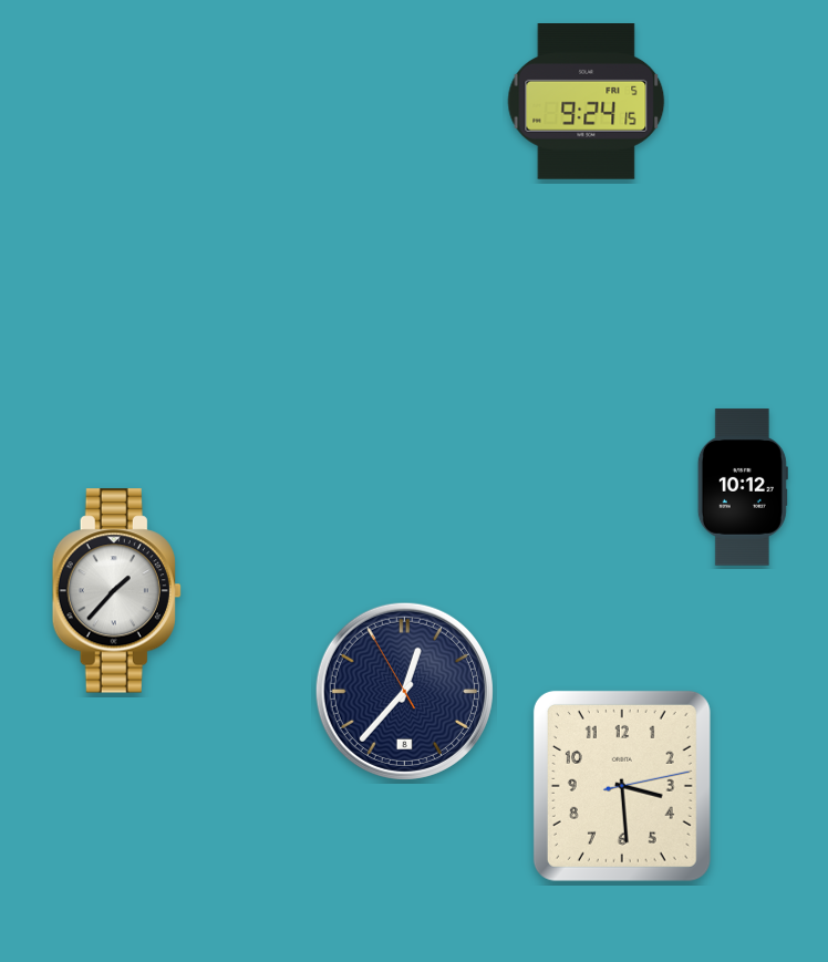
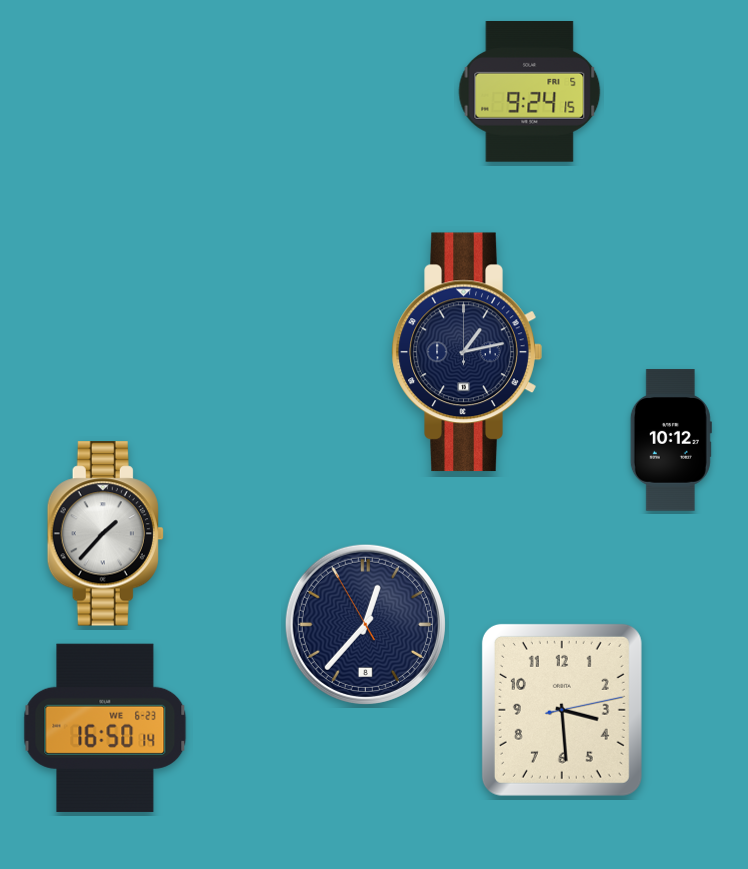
clock at (467, 352): none -> 1:13
clock at (105, 728): none -> 16:50
